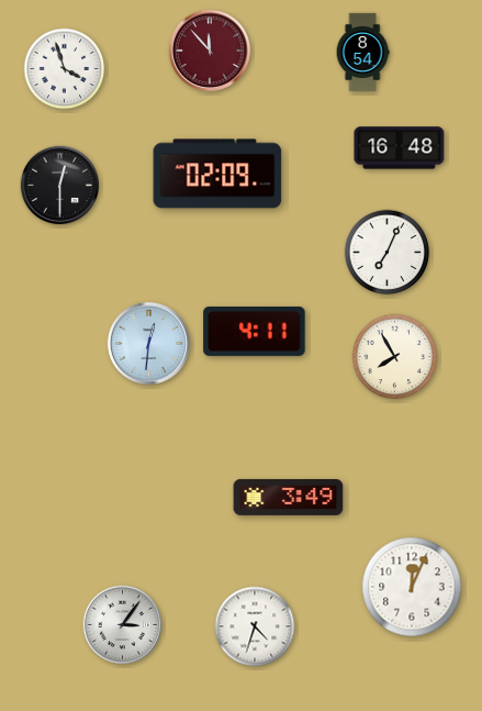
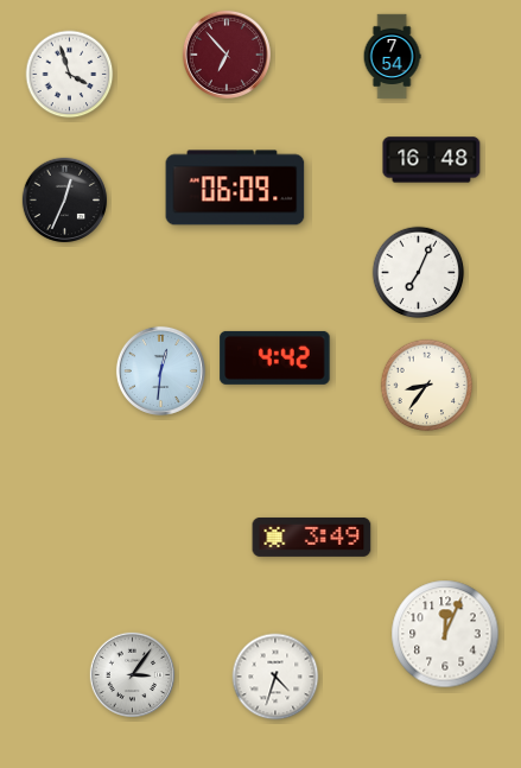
clock at (210, 51): 11:53 -> 6:53
clock at (362, 53): 8:54 -> 7:54
clock at (217, 174): 02:09 -> 06:09
clock at (60, 186): 12:30 -> 12:34
clock at (255, 331): 4:11 -> 4:42
clock at (395, 357): 7:55 -> 8:36
